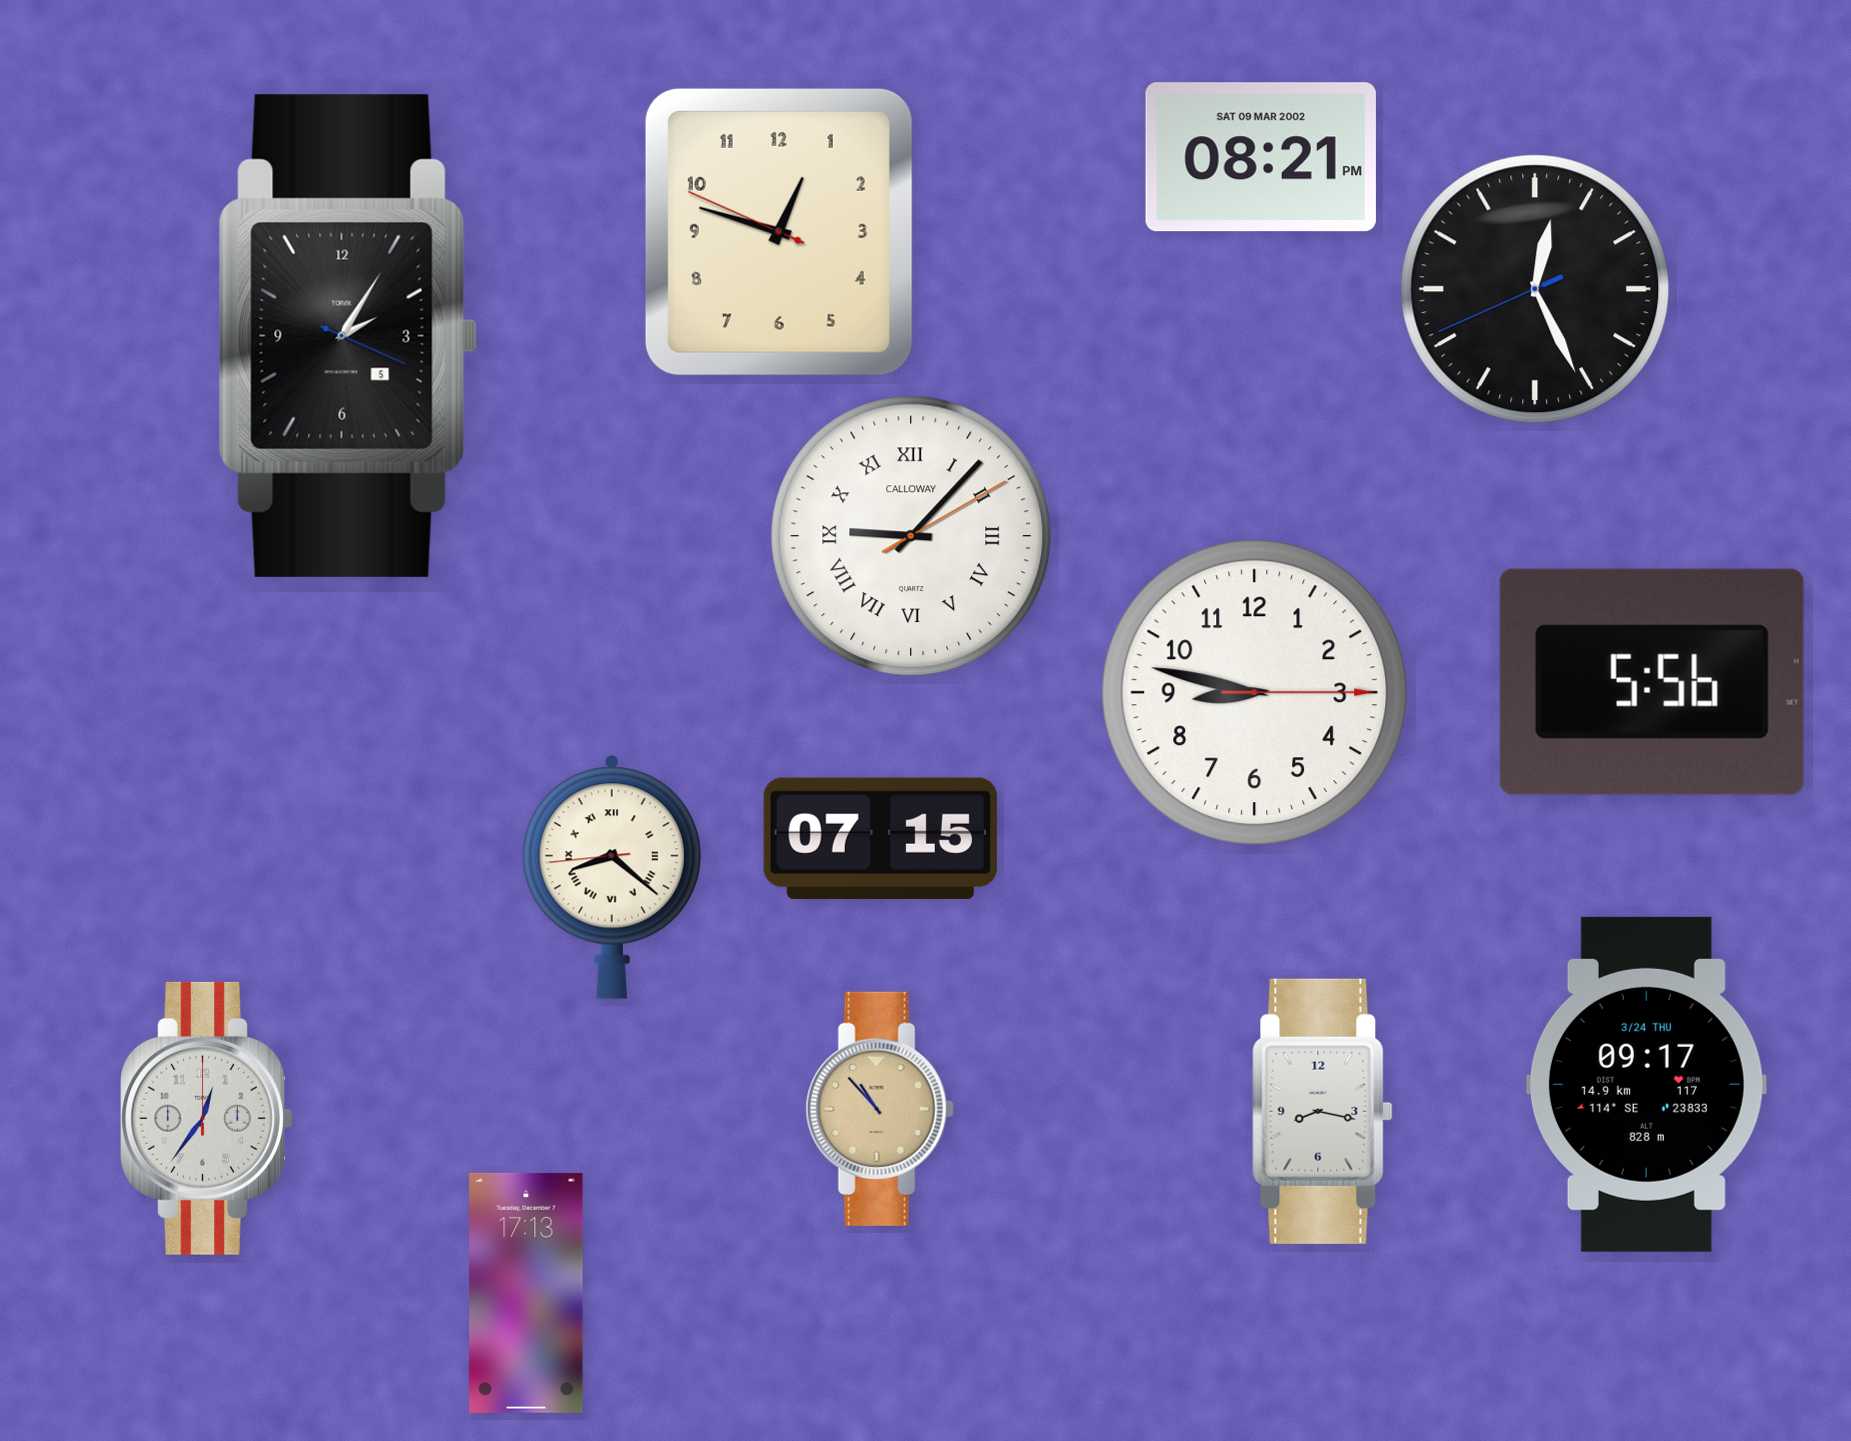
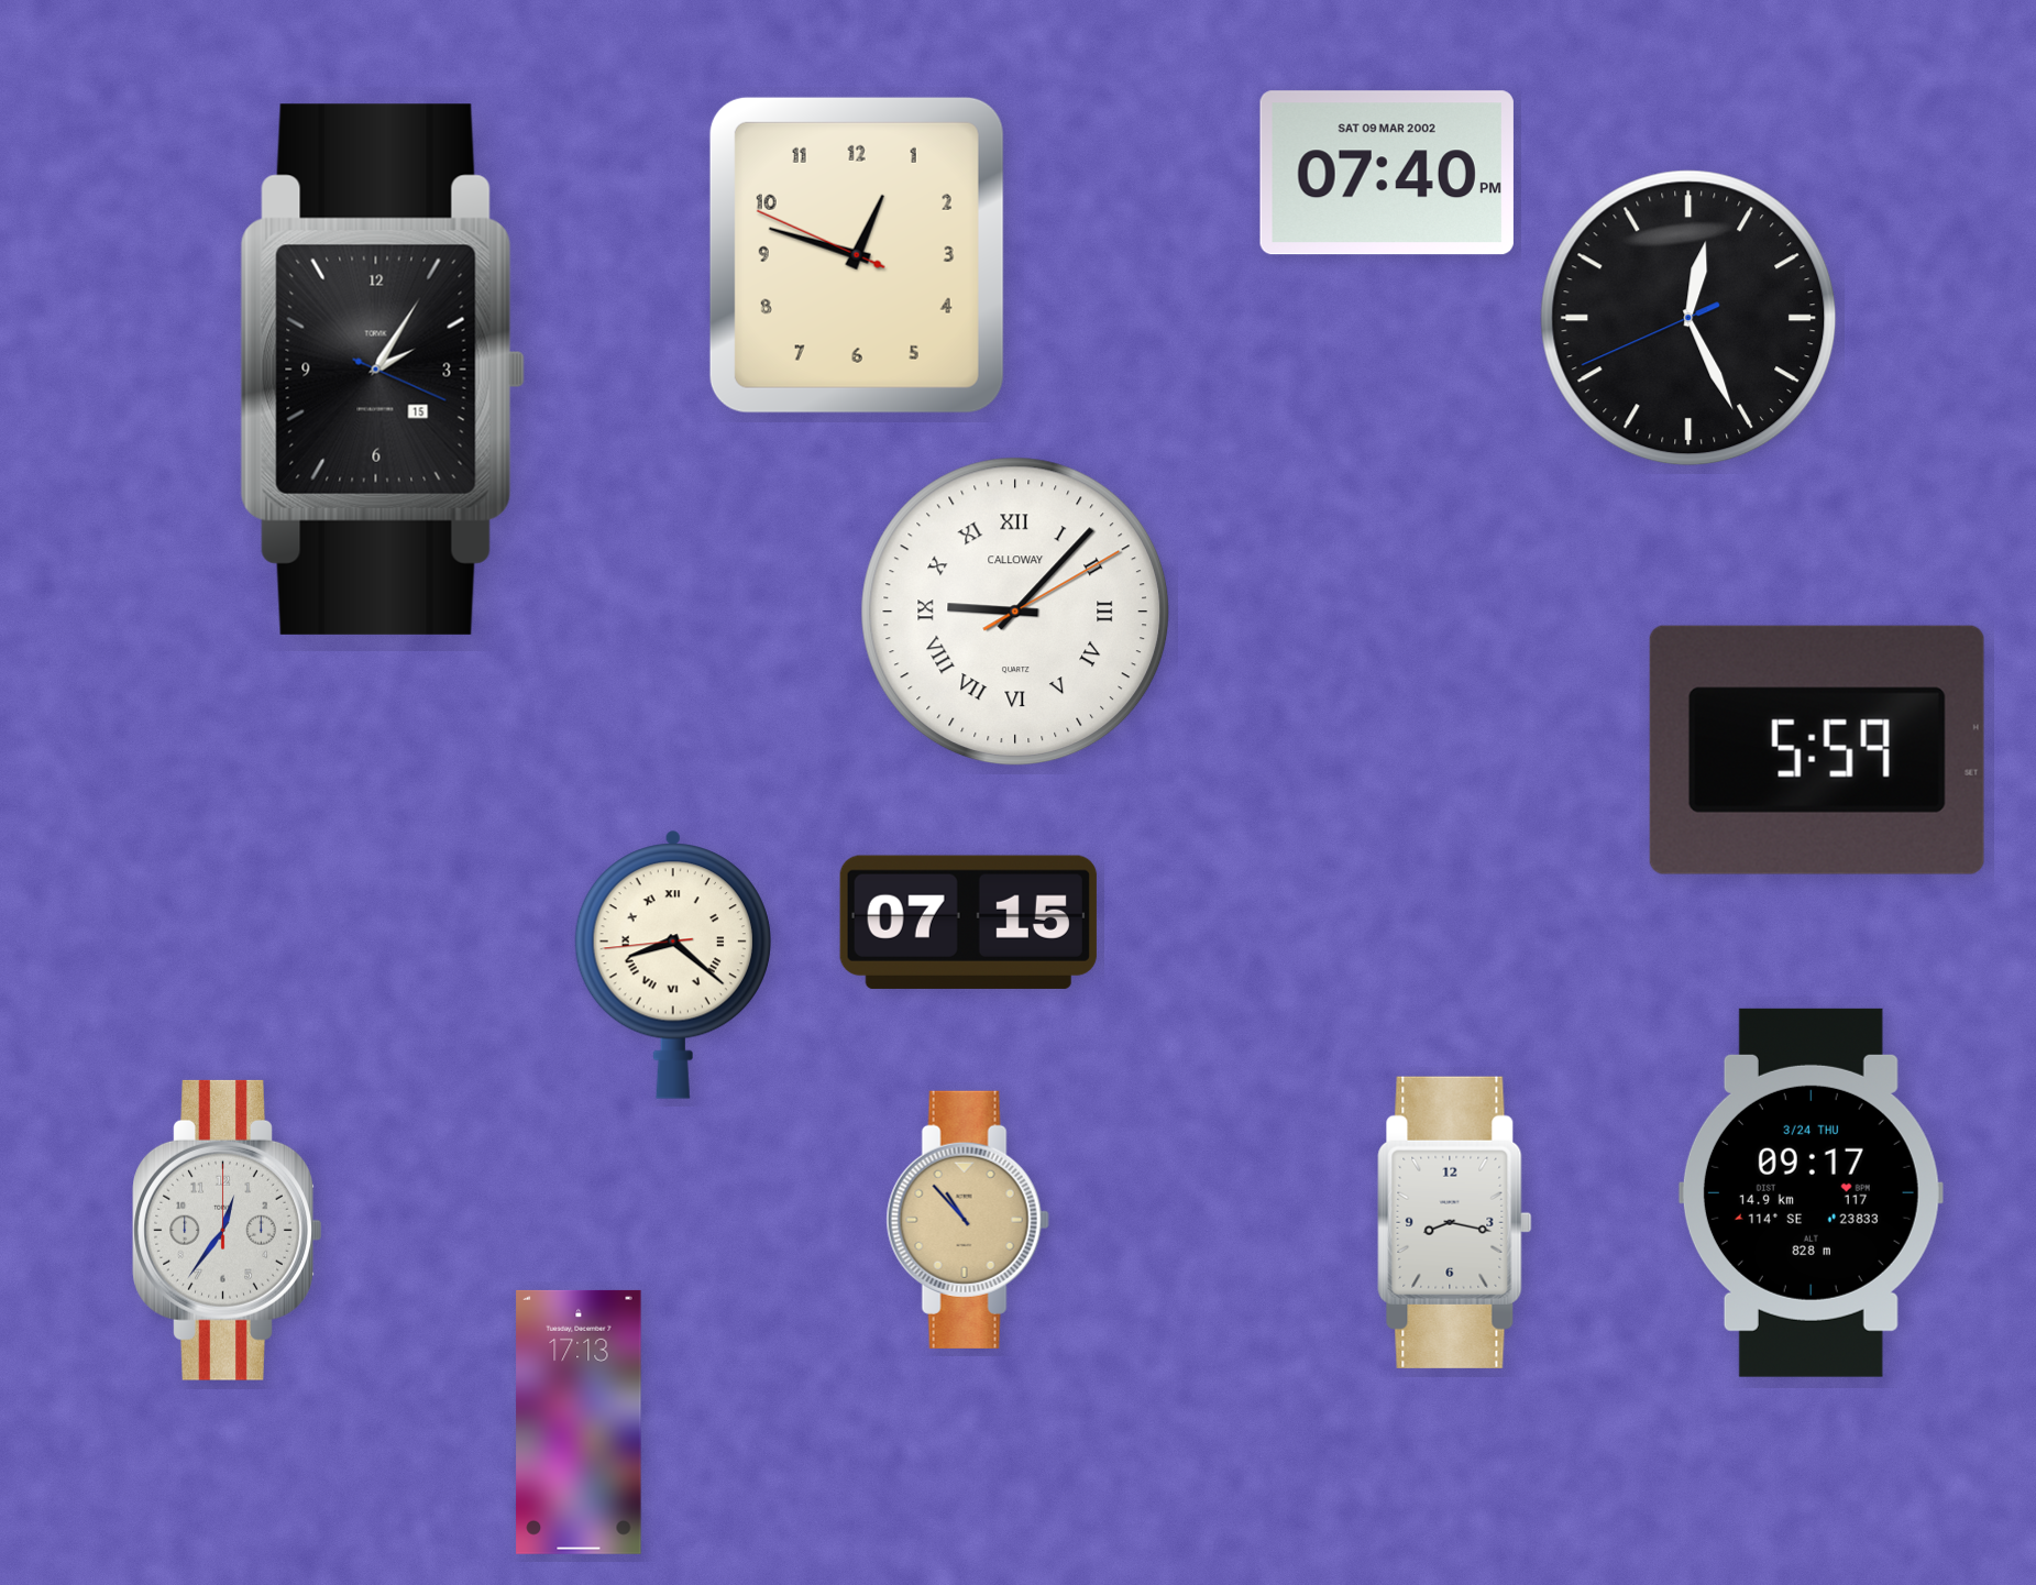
clock at (1261, 157): 08:21 -> 07:40
clock at (348, 336) date: 5 -> 15
clock at (911, 536) position: (911, 536) -> (1015, 612)
clock at (1652, 682): 5:56 -> 5:59
clock at (1255, 693): 8:47 -> none
